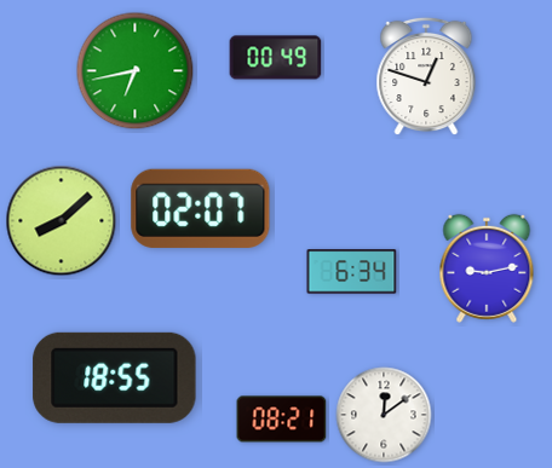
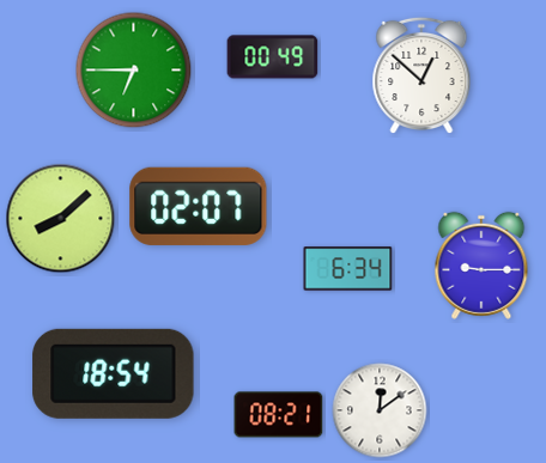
clock at (136, 71): 6:43 -> 6:45
clock at (426, 76): 12:48 -> 12:52
clock at (487, 268): 9:13 -> 9:15
clock at (115, 377): 18:55 -> 18:54
